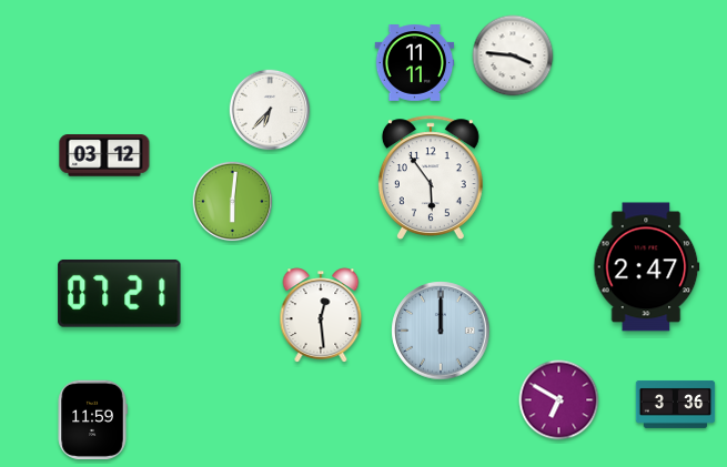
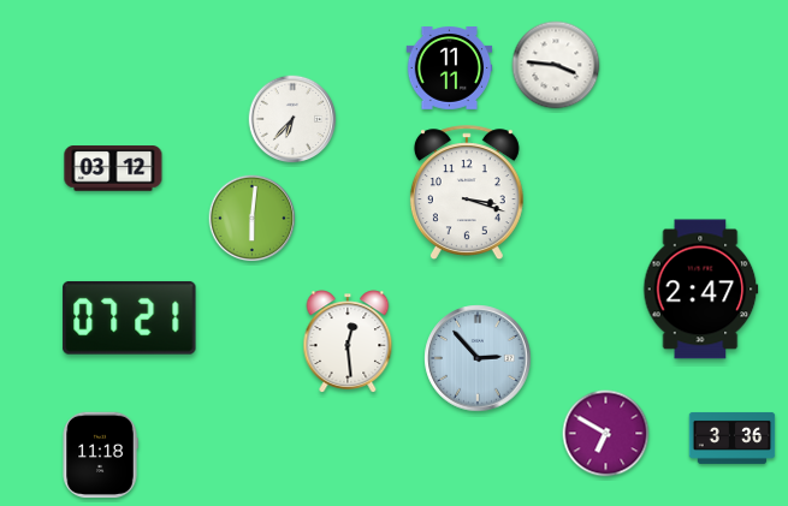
clock at (513, 55) position: (513, 55) -> (556, 65)
clock at (431, 179): 5:54 -> 3:18
clock at (441, 331): 12:00 -> 2:53
clock at (92, 420): 11:59 -> 11:18
